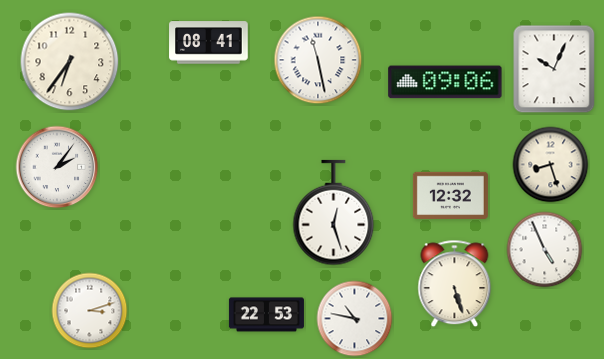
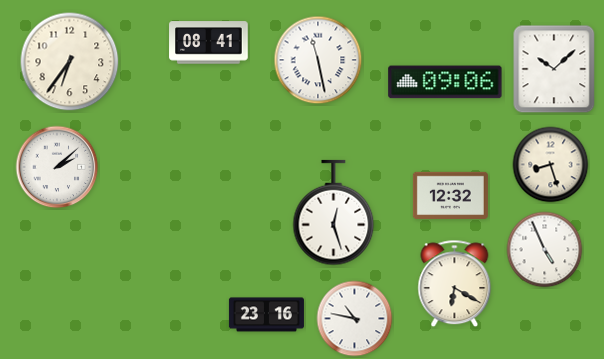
clock at (554, 69): 10:04 -> 10:08
clock at (57, 167): 2:06 -> 2:08
clock at (455, 284): 5:27 -> 6:20
clock at (90, 311): 3:12 -> none
clock at (266, 315): 22:53 -> 23:16
